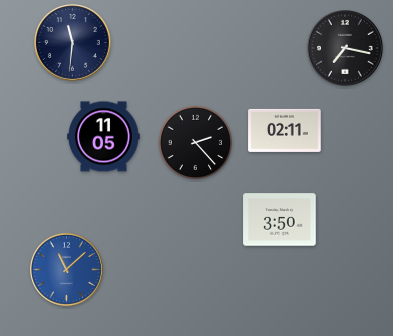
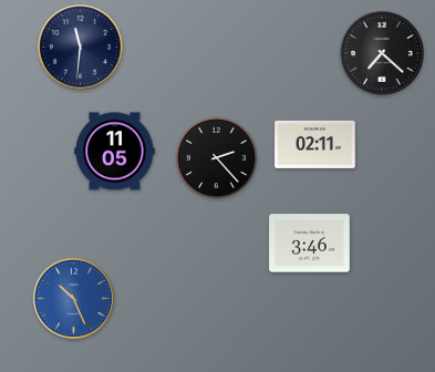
clock at (346, 49): 7:17 -> 7:22
clock at (280, 220): 3:50 -> 3:46
clock at (66, 269): 11:08 -> 10:26
